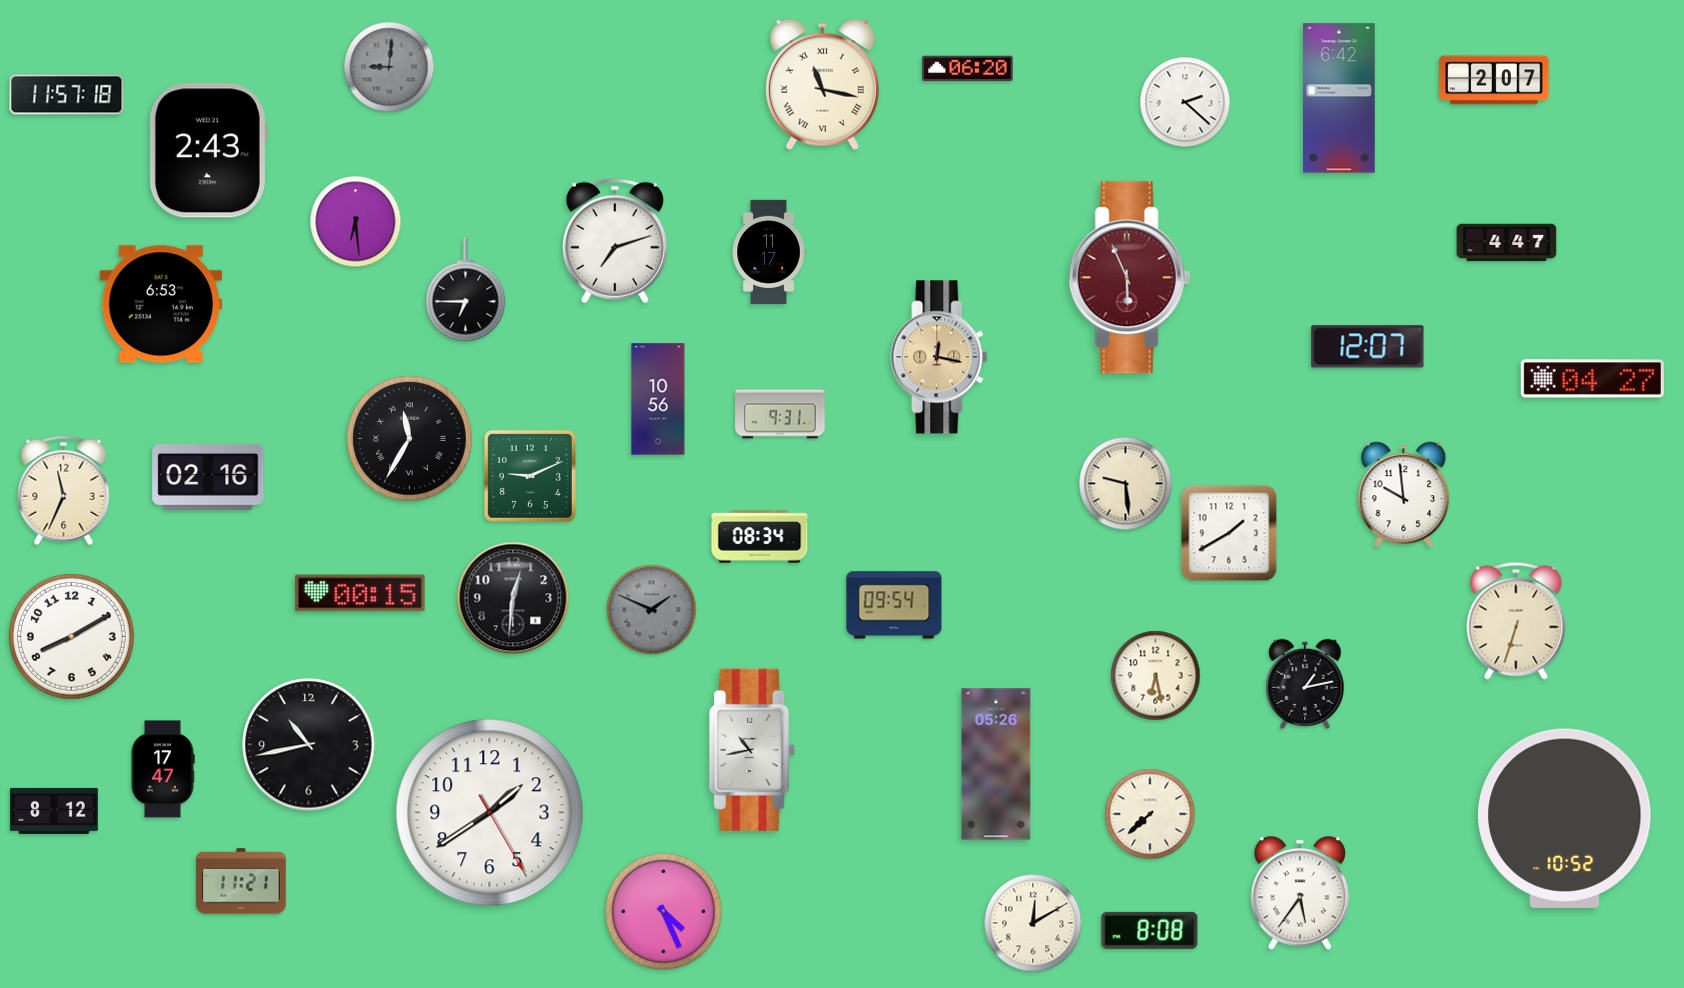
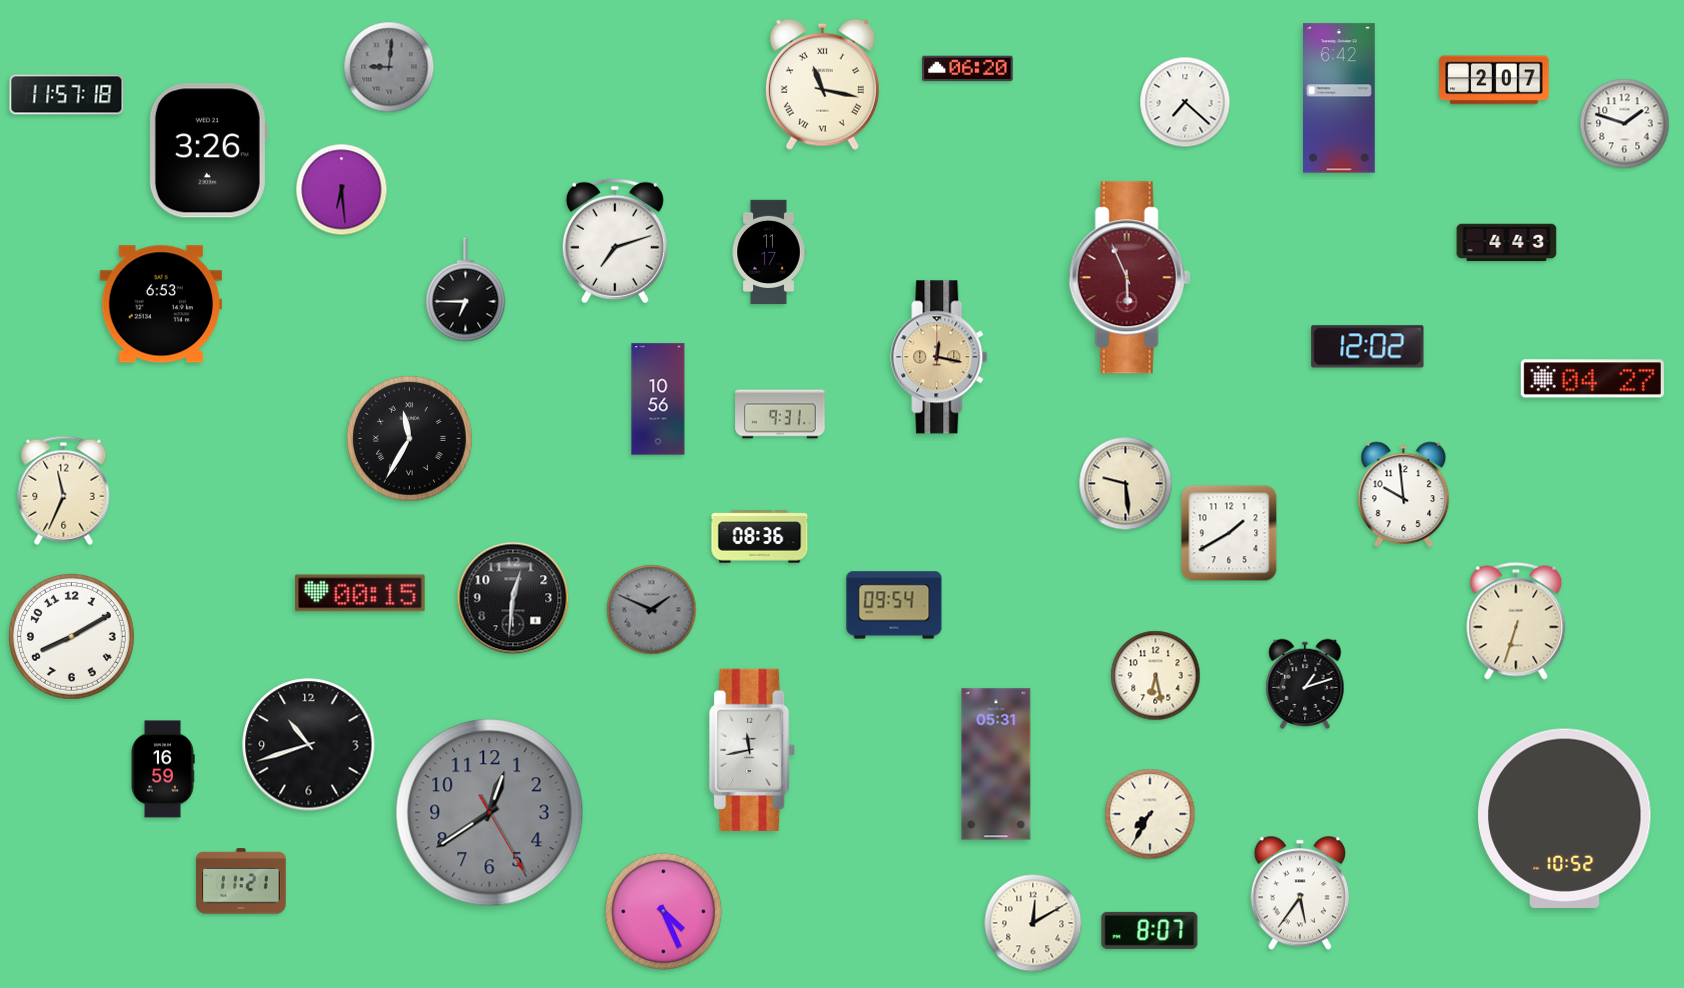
clock at (1185, 102): 2:22 -> 7:22
clock at (1625, 124): none -> 1:48
clock at (208, 151): 2:43 -> 3:26
clock at (356, 222) position: (356, 222) -> (342, 190)
clock at (1507, 243): 4:47 -> 4:43
clock at (1368, 347): 12:07 -> 12:02
clock at (530, 476): 9:11 -> none
clock at (208, 477): 02:16 -> none
clock at (760, 537): 08:34 -> 08:36
clock at (1305, 684): 1:13 -> 1:12
clock at (309, 745): 10:43 -> 10:42
clock at (753, 750): 10:43 -> 11:43
clock at (996, 764): 05:26 -> 05:31
clock at (163, 769): 17:47 -> 16:59
clock at (54, 811): 8:12 -> none
clock at (490, 813): 1:39 -> 12:39
clock at (490, 813) dial: white -> grey
clock at (1150, 814): 7:38 -> 7:35
clock at (1150, 930): 8:08 -> 8:07
